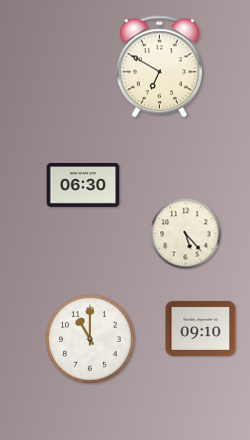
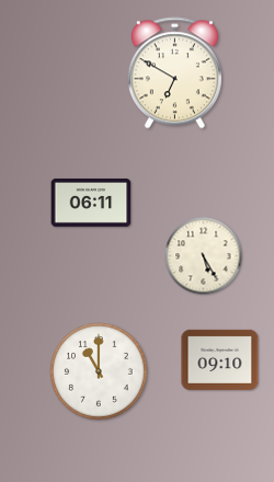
clock at (83, 185): 06:30 -> 06:11
clock at (186, 234): 5:23 -> 5:25
